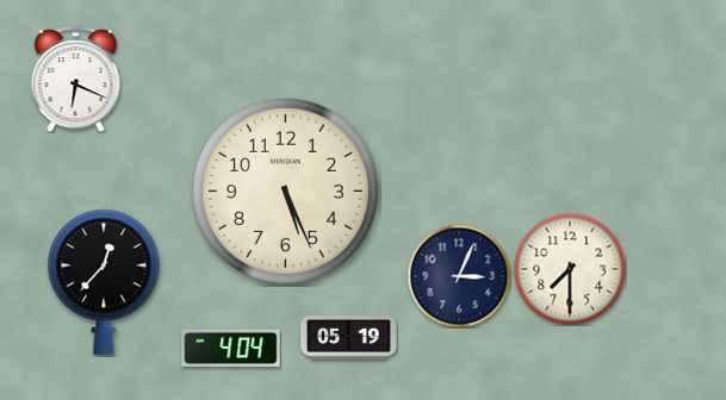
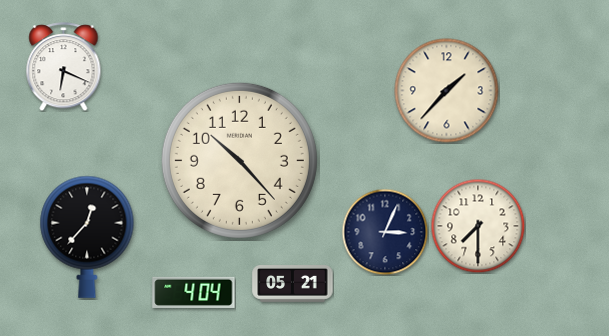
clock at (447, 91): none -> 1:37
clock at (285, 190): 5:26 -> 10:23
clock at (349, 338): 05:19 -> 05:21
